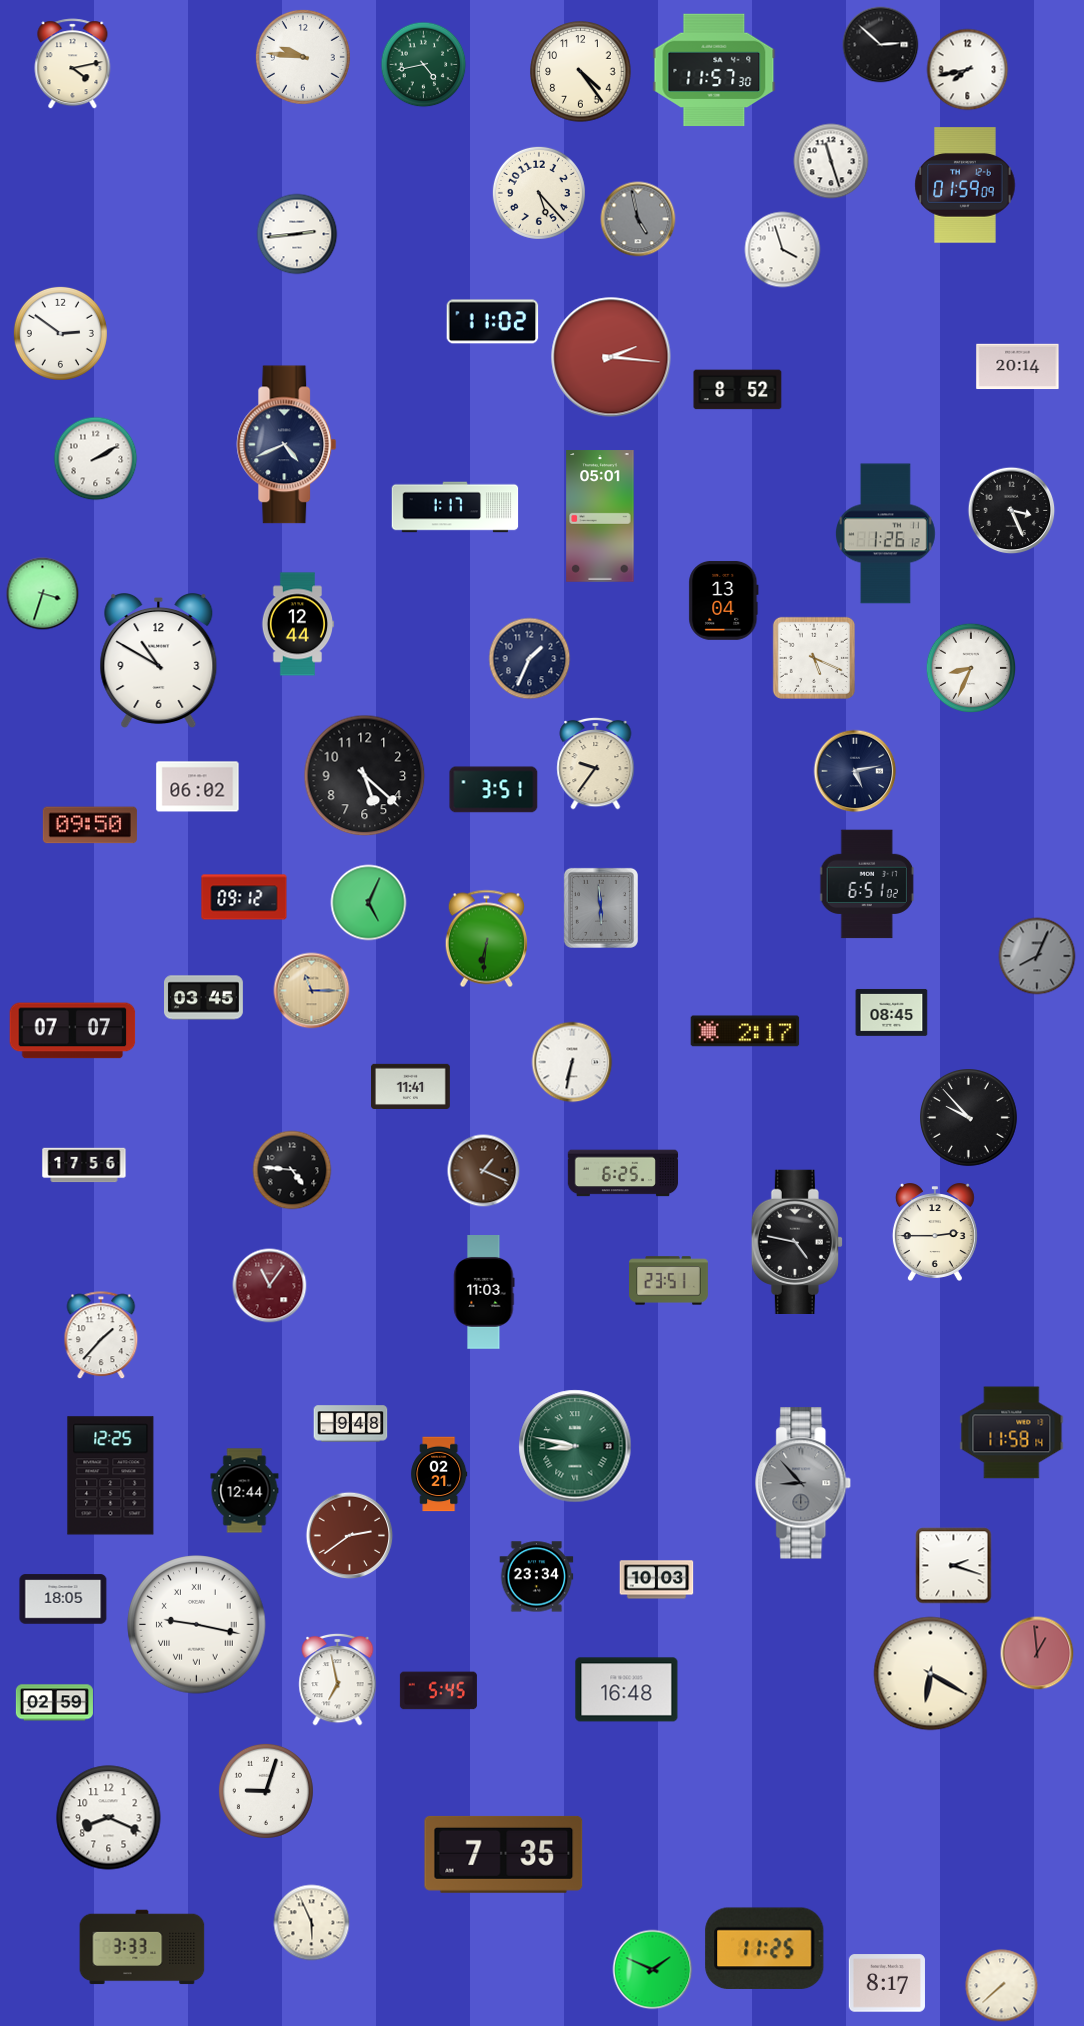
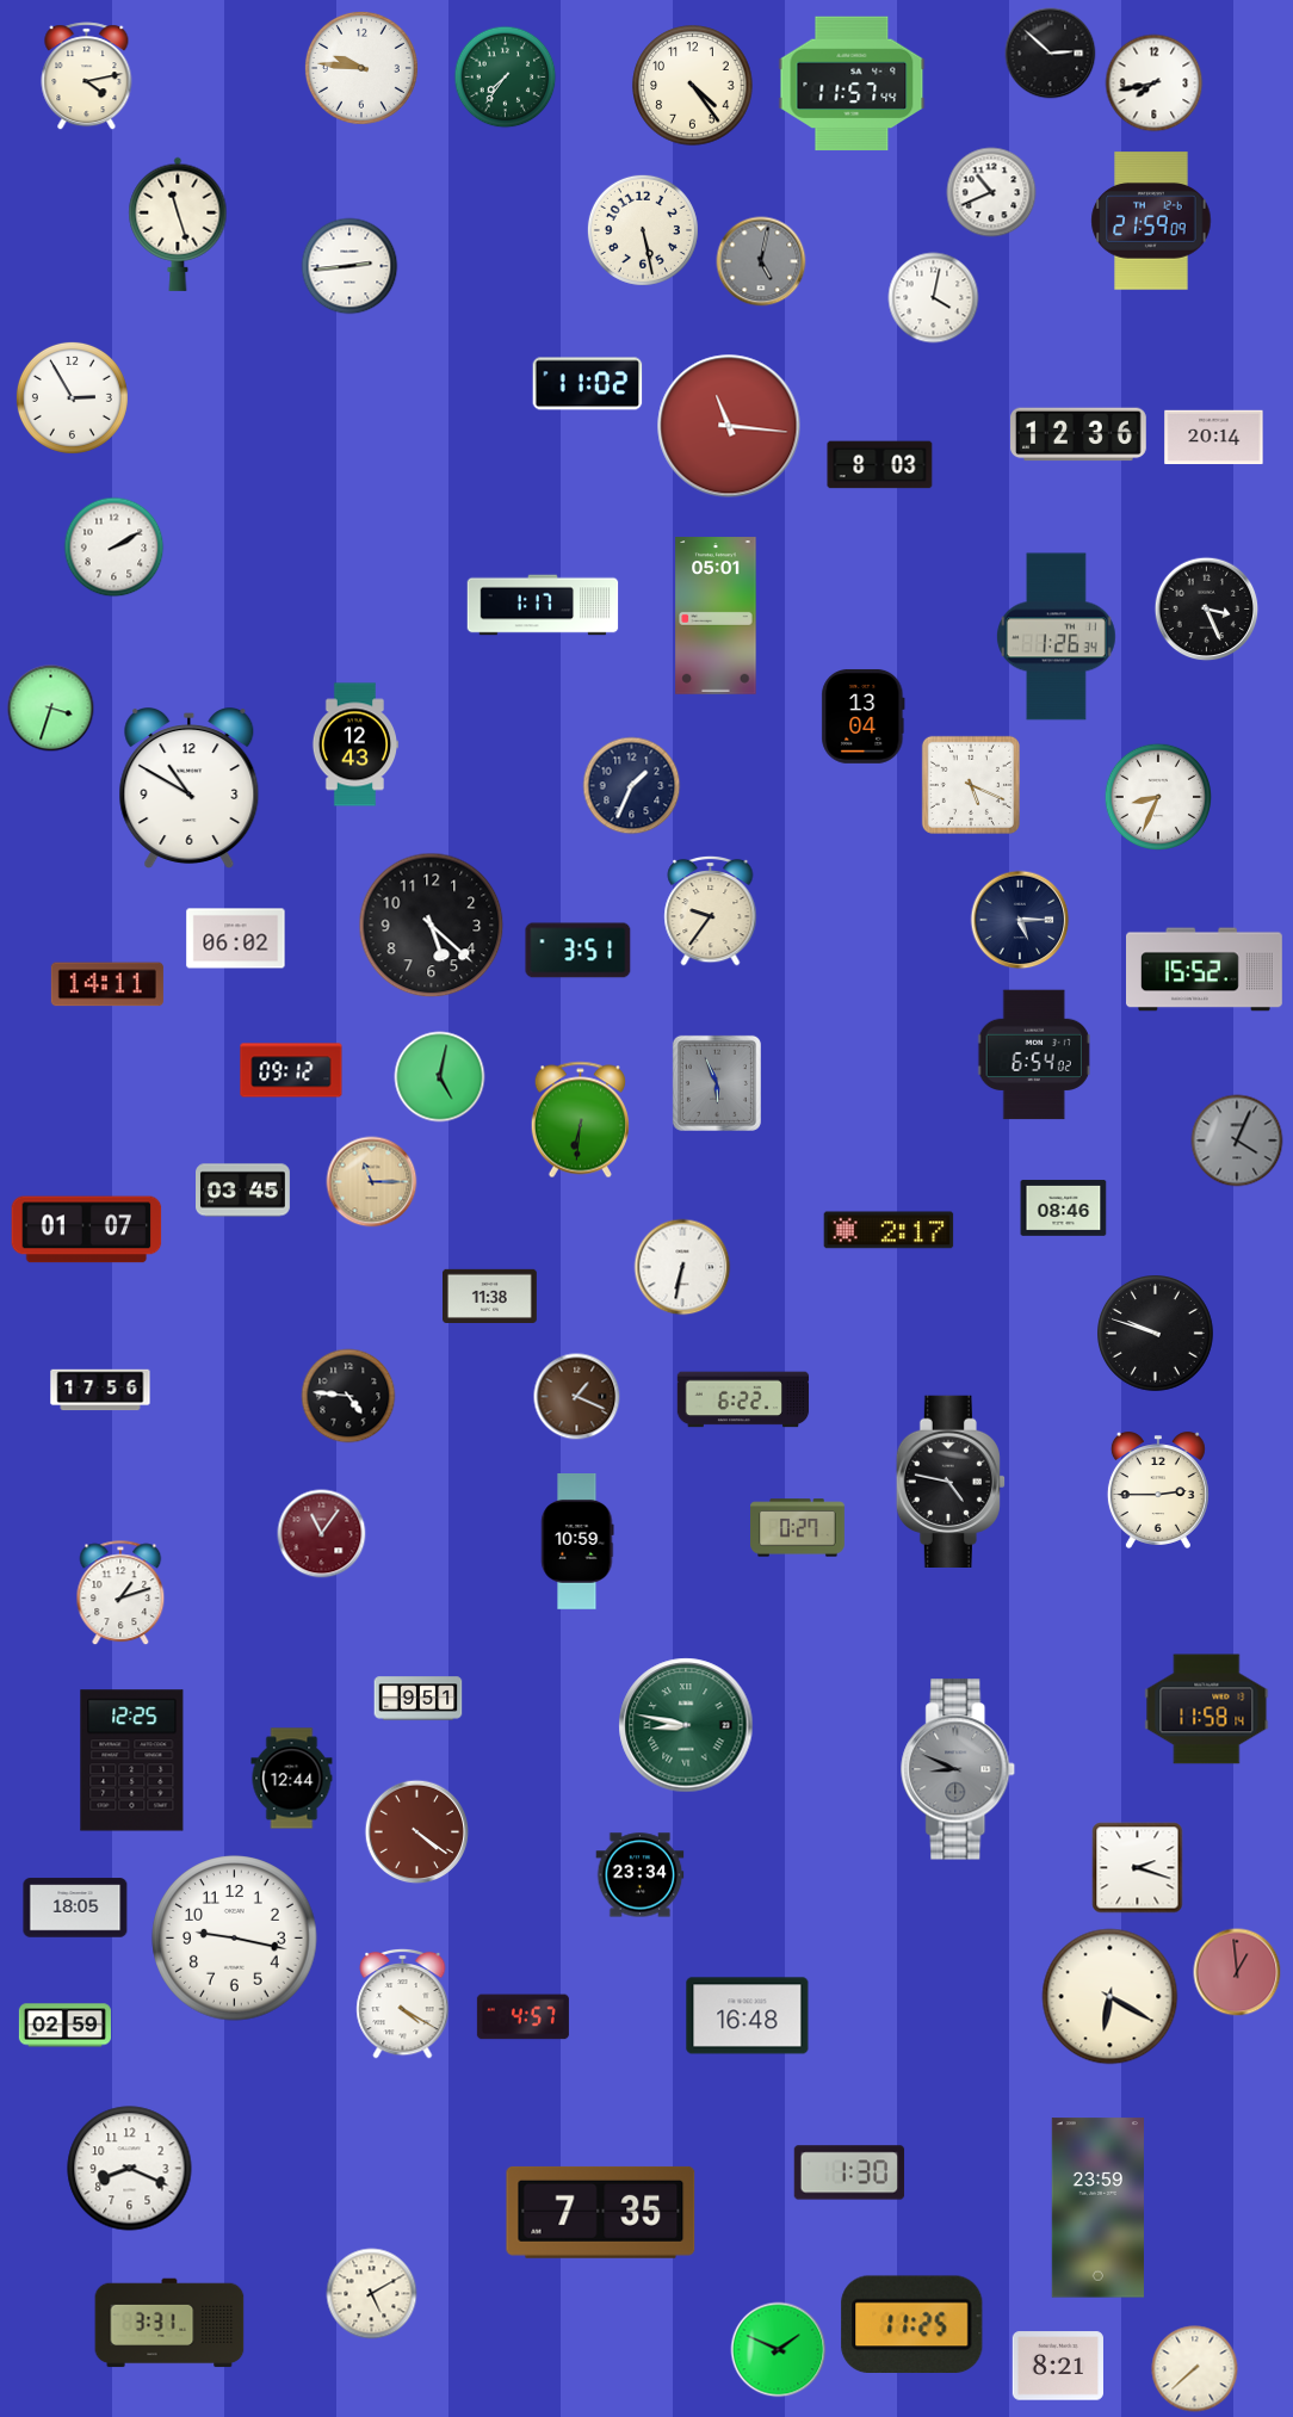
clock at (424, 65): 4:43 -> 7:36
clock at (714, 70): 11:57:30 -> 11:57:44
clock at (831, 161): 11:27 -> 10:41
clock at (965, 185): 01:59 -> 21:59
clock at (178, 224): none -> 11:27
clock at (539, 193): 5:23 -> 5:28
clock at (638, 219): 4:58 -> 5:02
clock at (297, 234) position: (297, 234) -> (349, 266)
clock at (783, 250): 3:57 -> 4:02
clock at (60, 333): 2:51 -> 2:55
clock at (611, 357): 2:16 -> 11:16
clock at (1079, 434): none -> 12:36
clock at (738, 390): 8:52 -> 8:03
clock at (287, 445): 4:41 -> none
clock at (885, 534): 1:26:12 -> 1:26:34
clock at (298, 624): 12:44 -> 12:43
clock at (855, 771): 5:13 -> 5:15
clock at (365, 776) position: (365, 776) -> (432, 926)
clock at (494, 790) position: (494, 790) -> (579, 951)
clock at (1205, 970): none -> 15:52
clock at (90, 825): 09:50 -> 14:11
clock at (867, 884): 6:51 -> 6:54
clock at (369, 903): 5:04 -> 5:02
clock at (601, 908): 5:59 -> 5:56
clock at (1037, 956): 8:04 -> 4:04
clock at (892, 1012): 08:45 -> 08:46
clock at (73, 1031): 07:07 -> 01:07
clock at (411, 1086): 11:41 -> 11:38
clock at (969, 1118): 9:53 -> 9:48
clock at (623, 1173): 6:25 -> 6:22
clock at (935, 1232) position: (935, 1232) -> (1158, 1490)
clock at (669, 1281): 23:51 -> 0:27
clock at (484, 1293): 11:03 -> 10:59
clock at (101, 1336): 1:37 -> 1:12
clock at (351, 1424): 9:48 -> 9:51
clock at (439, 1474): 02:21 -> none
clock at (804, 1483): 8:53 -> 8:49
clock at (350, 1536): 2:39 -> 4:21
clock at (537, 1577) position: (537, 1577) -> (641, 1875)
clock at (657, 1580): 10:03 -> none
clock at (197, 1625) numerals: Roman -> Arabic
clock at (338, 1679): 6:58 -> 4:20
clock at (438, 1691): 5:45 -> 4:57
clock at (54, 1703) position: (54, 1703) -> (64, 2026)
clock at (266, 1791): 9:03 -> none
clock at (849, 2172): none -> 1:30
clock at (1097, 2208): none -> 23:59
clock at (312, 1923): 5:56 -> 5:10
clock at (142, 1947): 3:33 -> 3:31
clock at (886, 1983): 8:17 -> 8:21
